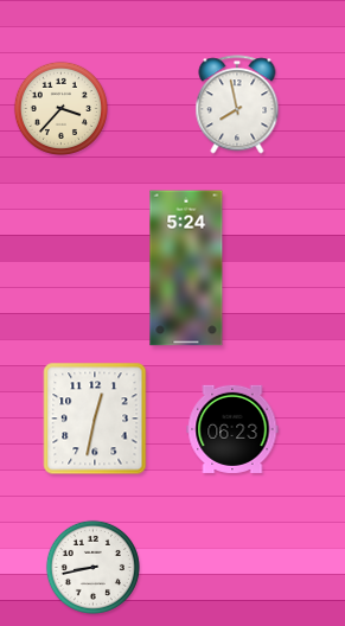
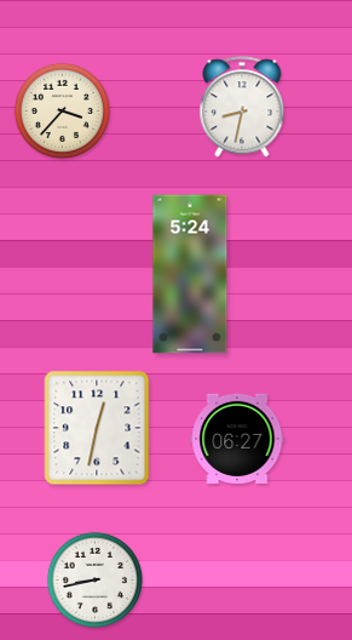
clock at (237, 104): 7:58 -> 8:32
clock at (232, 429): 06:23 -> 06:27
